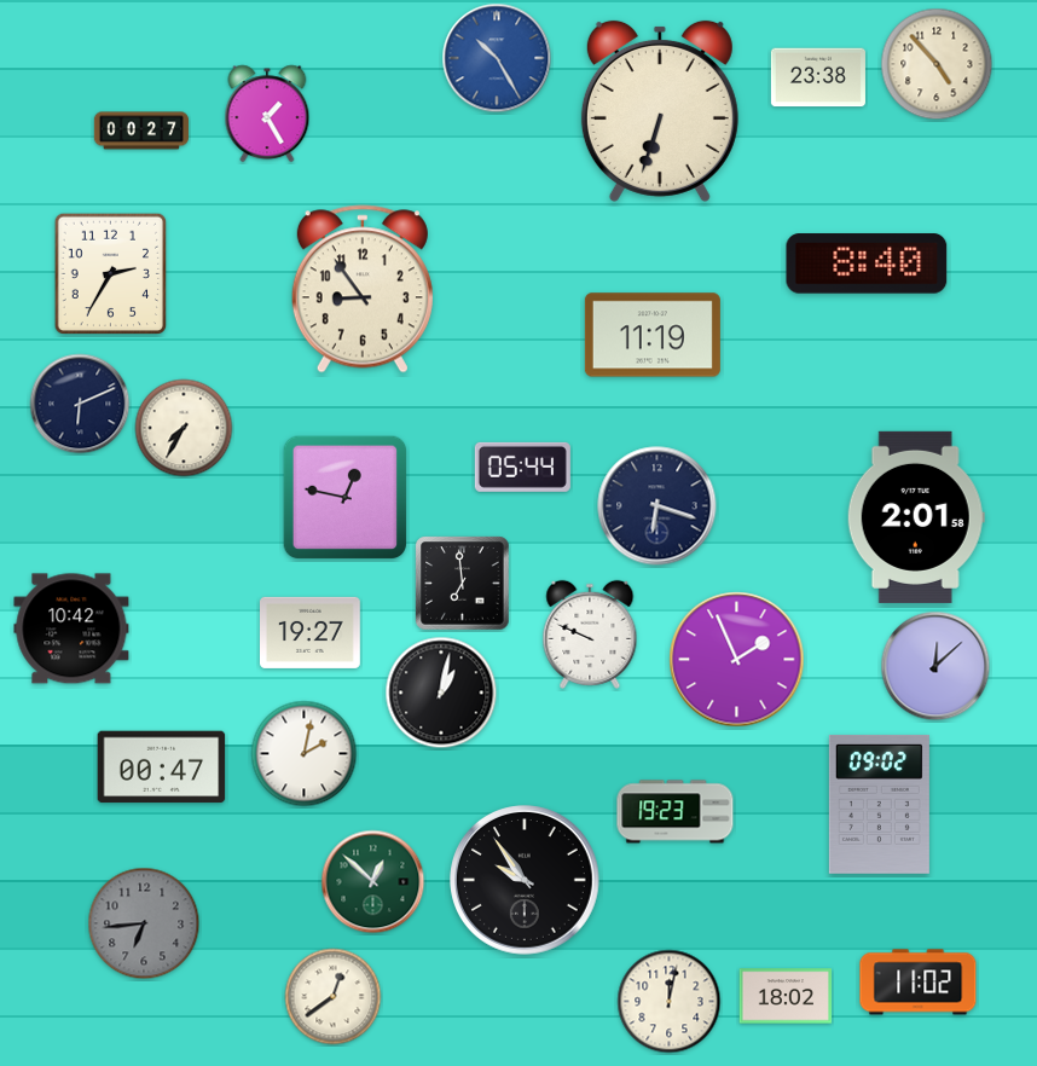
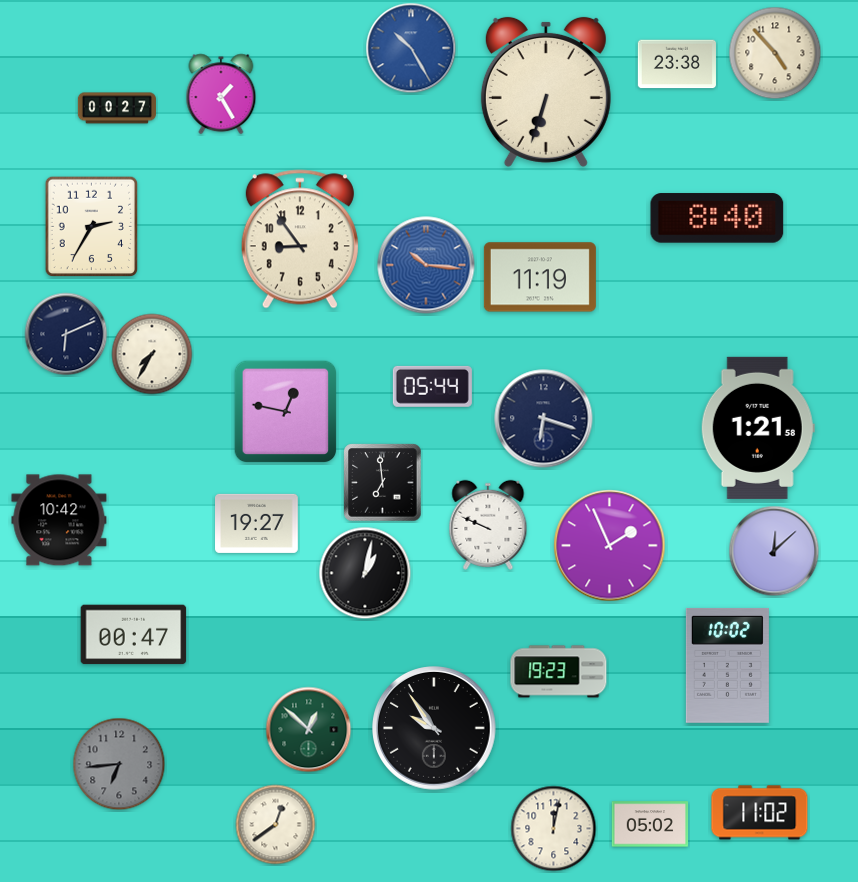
clock at (426, 265): none -> 10:16
clock at (916, 517): 2:01 -> 1:21
clock at (305, 754): 2:02 -> none
clock at (879, 804): 09:02 -> 10:02
clock at (786, 996): 18:02 -> 05:02
